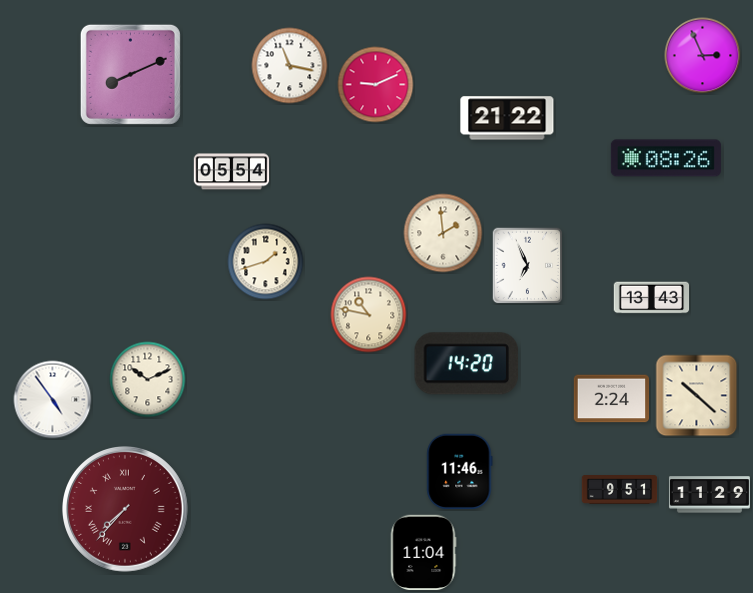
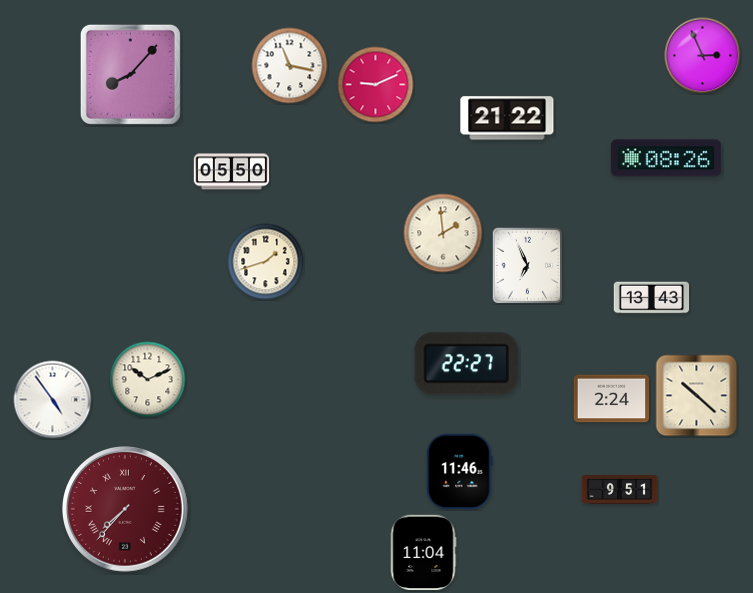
clock at (130, 74): 8:11 -> 8:07
clock at (232, 172): 05:54 -> 05:50
clock at (369, 315): 10:47 -> none
clock at (467, 364): 14:20 -> 22:27
clock at (709, 495): 11:29 -> none
